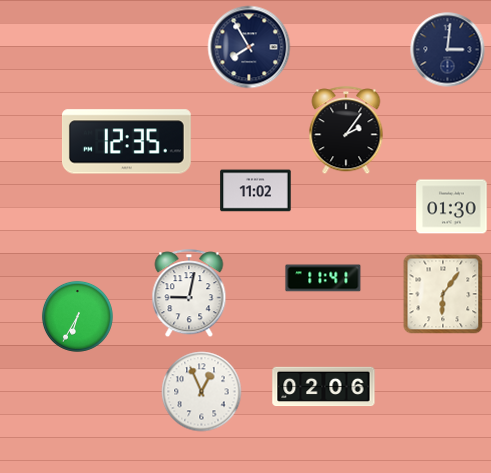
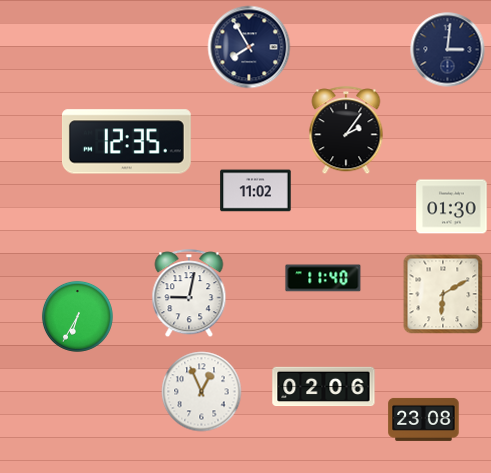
clock at (323, 278): 11:41 -> 11:40
clock at (443, 294): 6:06 -> 6:10
clock at (424, 419): none -> 23:08
